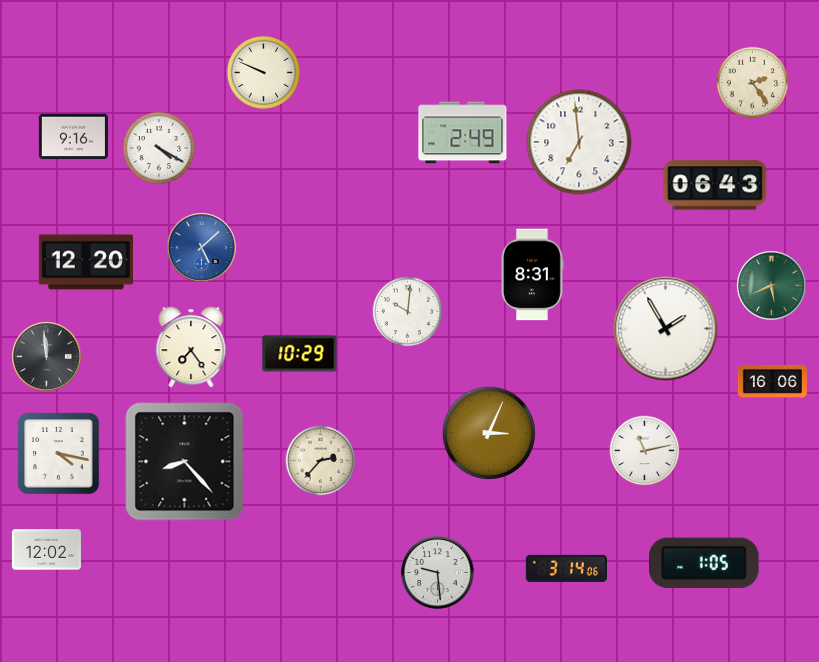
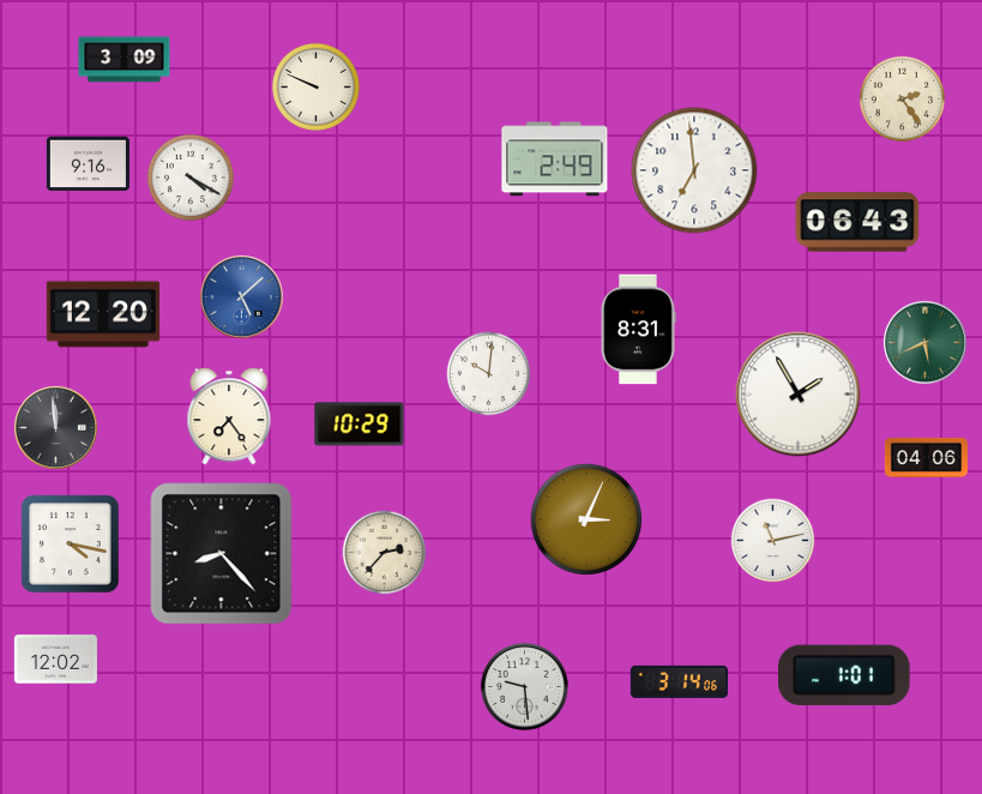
clock at (125, 60): none -> 3:09
clock at (772, 381): 16:06 -> 04:06
clock at (705, 562): 1:05 -> 1:01
